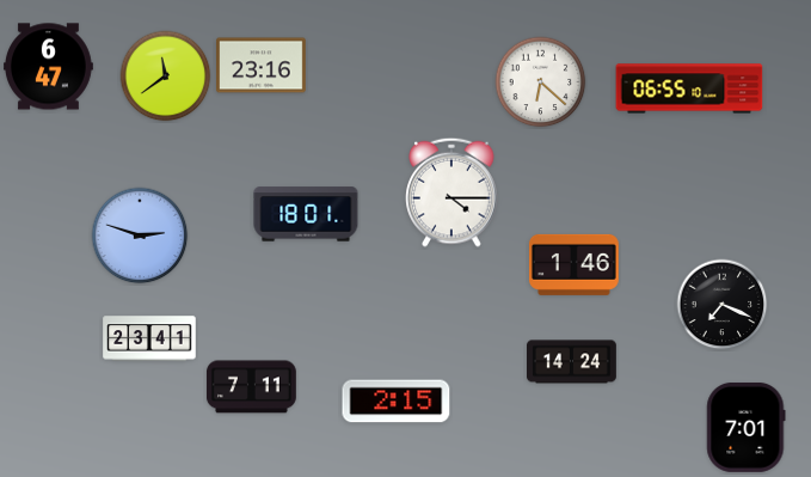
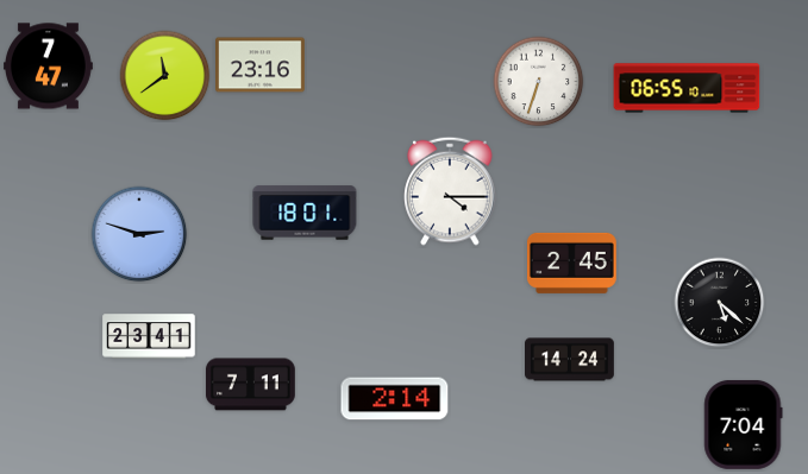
clock at (49, 67): 6:47 -> 7:47
clock at (541, 82): 6:22 -> 6:33
clock at (573, 264): 1:46 -> 2:45
clock at (723, 305): 7:19 -> 5:22
clock at (397, 402): 2:15 -> 2:14
clock at (747, 427): 7:01 -> 7:04
